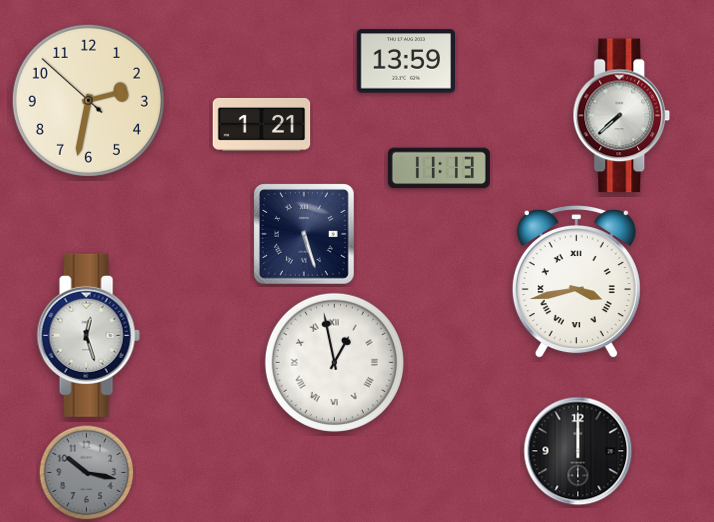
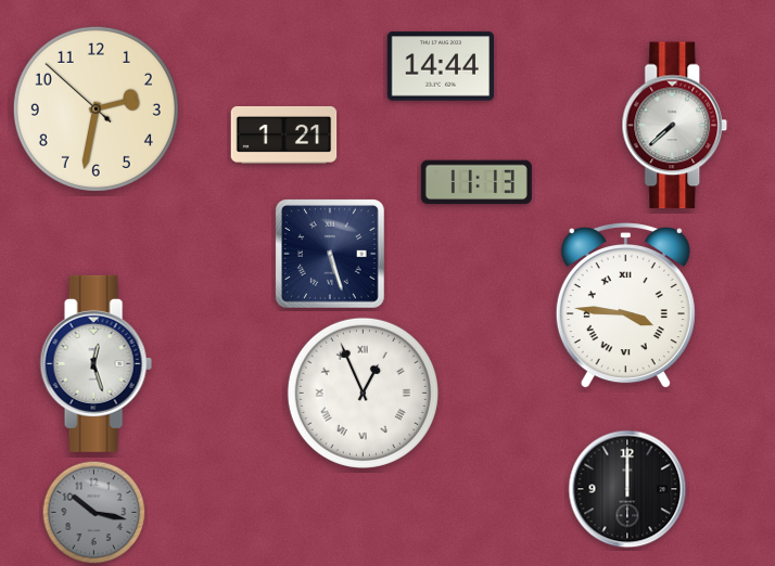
clock at (406, 61): 13:59 -> 14:44
clock at (576, 283): 3:43 -> 3:46
clock at (334, 362): 12:58 -> 12:56
